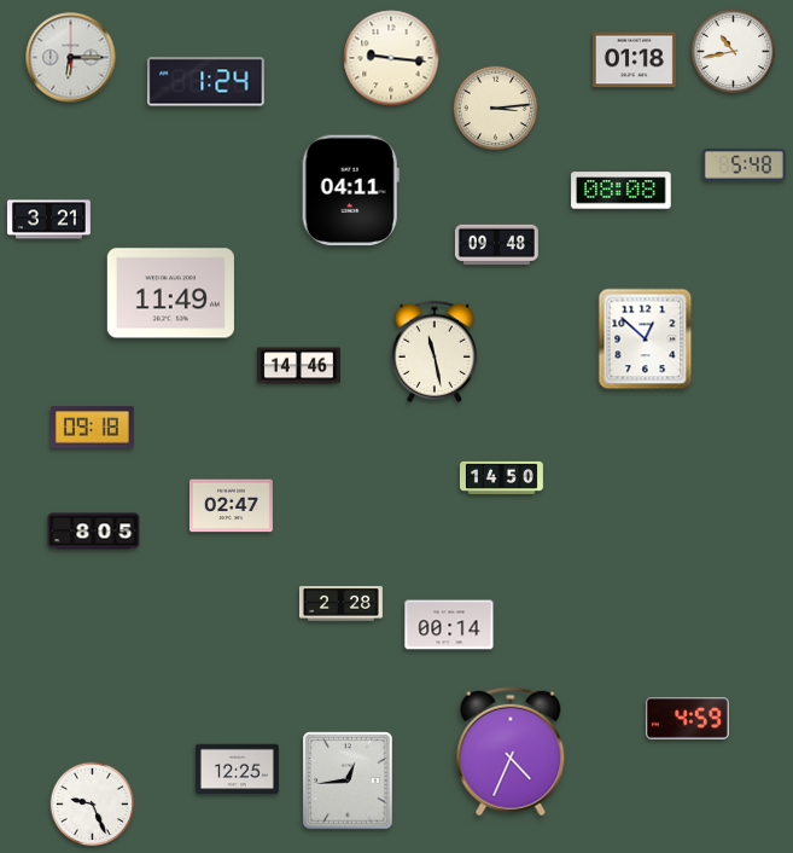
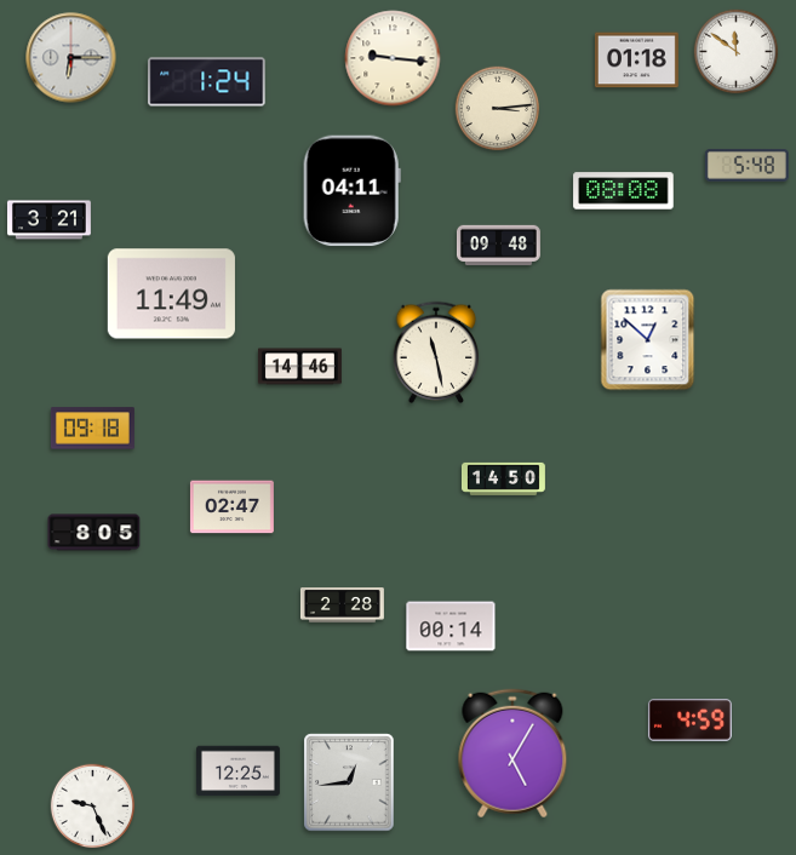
clock at (734, 52): 10:43 -> 11:51
clock at (511, 752): 4:34 -> 5:05
